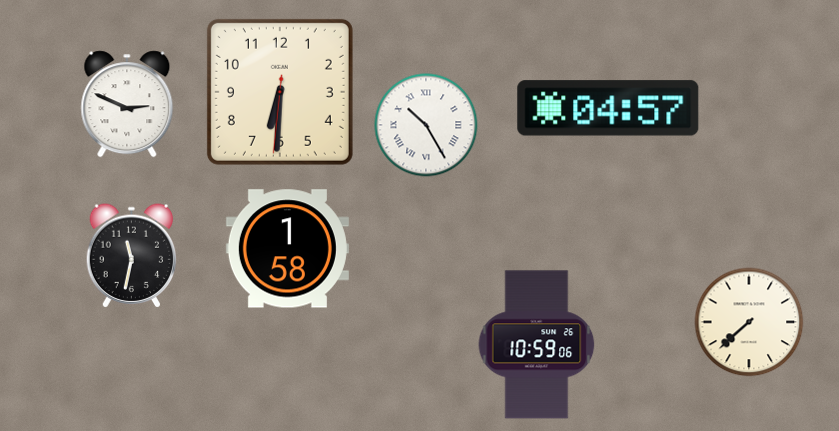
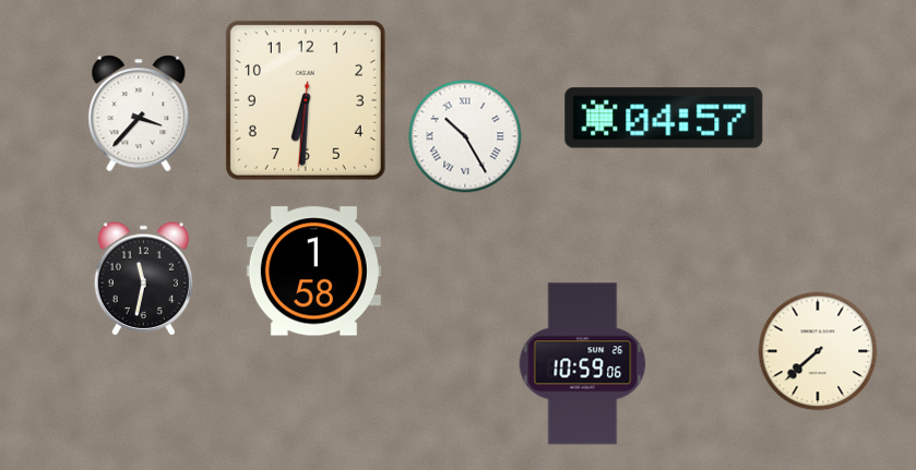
clock at (127, 104): 2:49 -> 3:37
clock at (537, 345) position: (537, 345) -> (583, 364)
